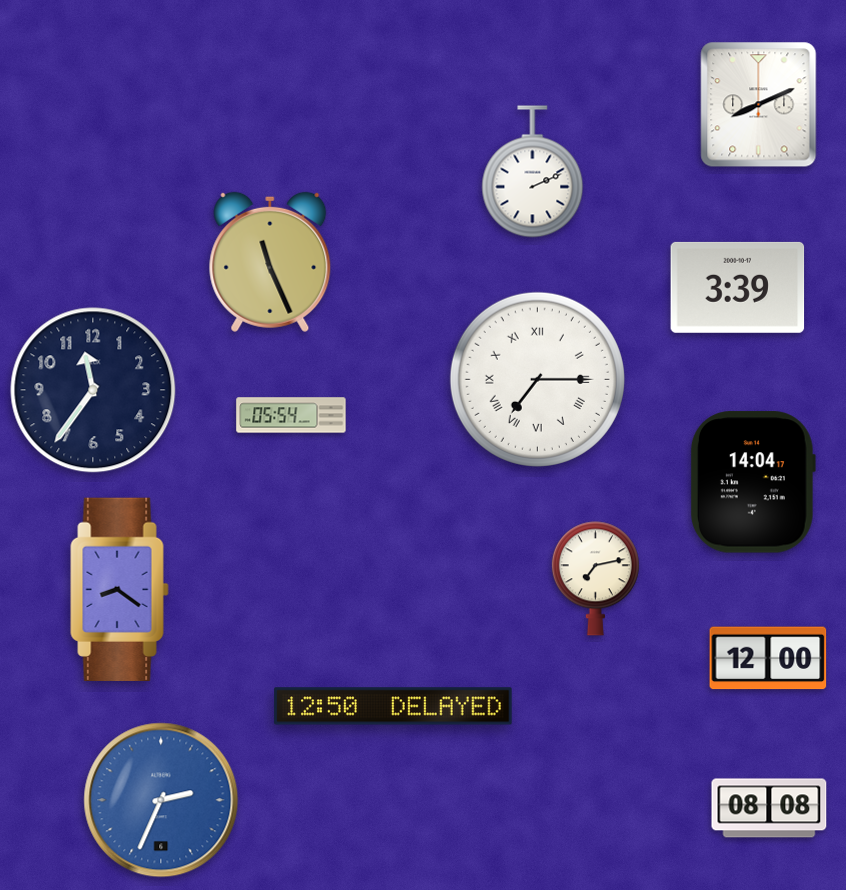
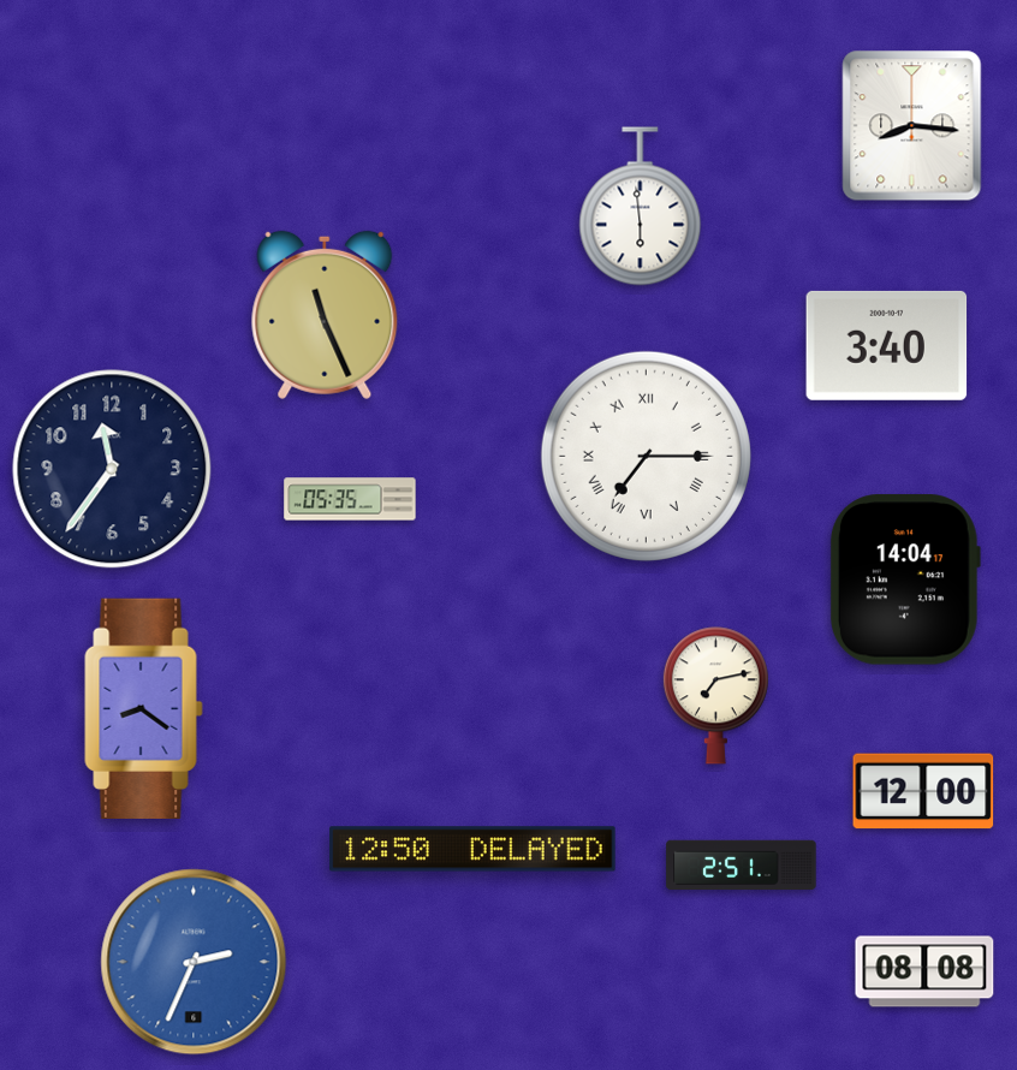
clock at (759, 105): 8:11 -> 8:16
clock at (533, 172): 2:11 -> 5:59
clock at (738, 287): 3:39 -> 3:40
clock at (291, 415): 05:54 -> 05:35
clock at (742, 864): none -> 2:51
